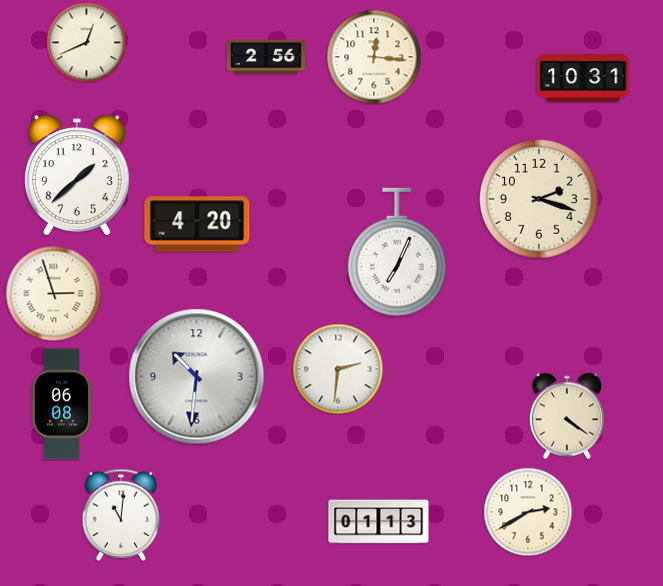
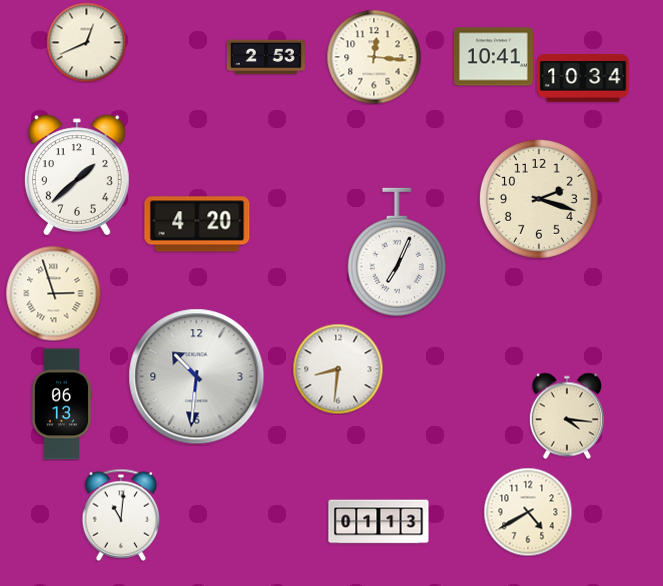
clock at (266, 57): 2:56 -> 2:53
clock at (493, 57): none -> 10:41
clock at (583, 78): 10:31 -> 10:34
clock at (338, 369): 2:31 -> 8:31
clock at (62, 404): 06:08 -> 06:13
clock at (567, 416): 4:21 -> 4:16
clock at (528, 512): 2:40 -> 4:40
